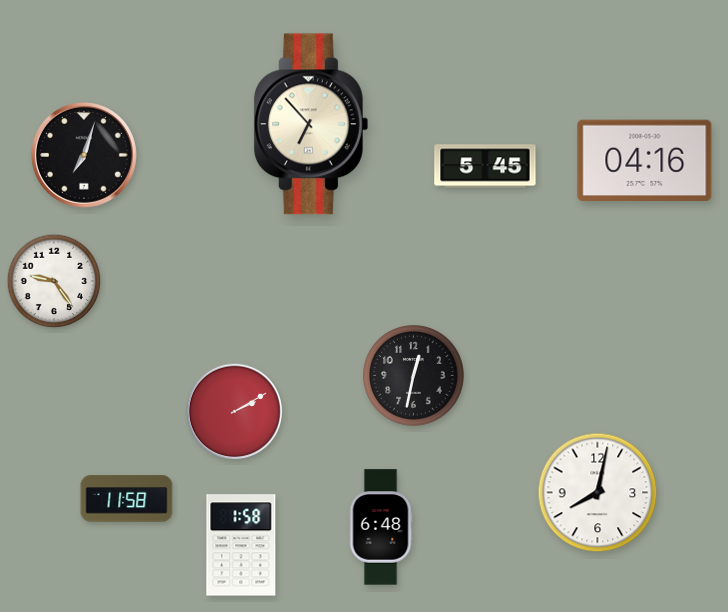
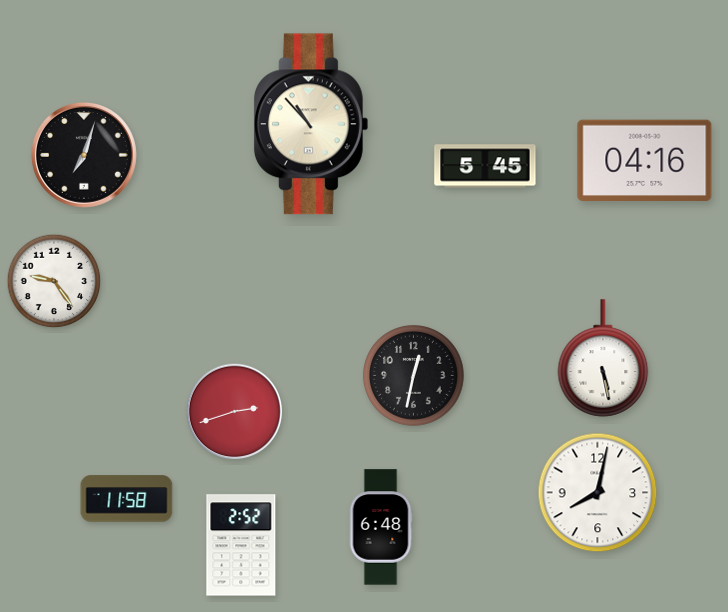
clock at (311, 124): 6:53 -> 10:53
clock at (603, 358): none -> 5:28
clock at (235, 412): 2:10 -> 2:42
clock at (241, 545): 1:58 -> 2:52
